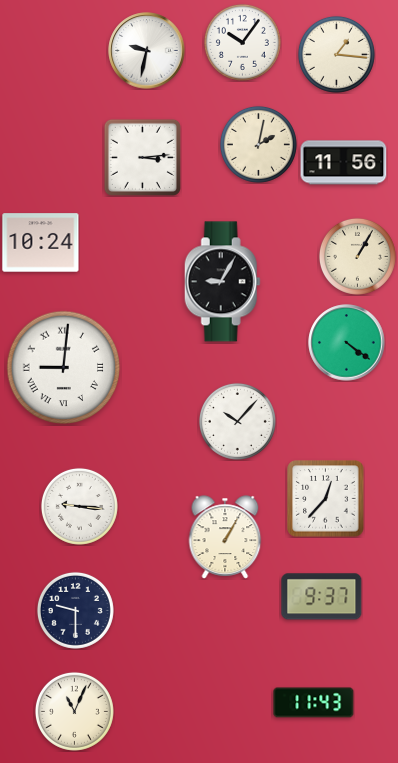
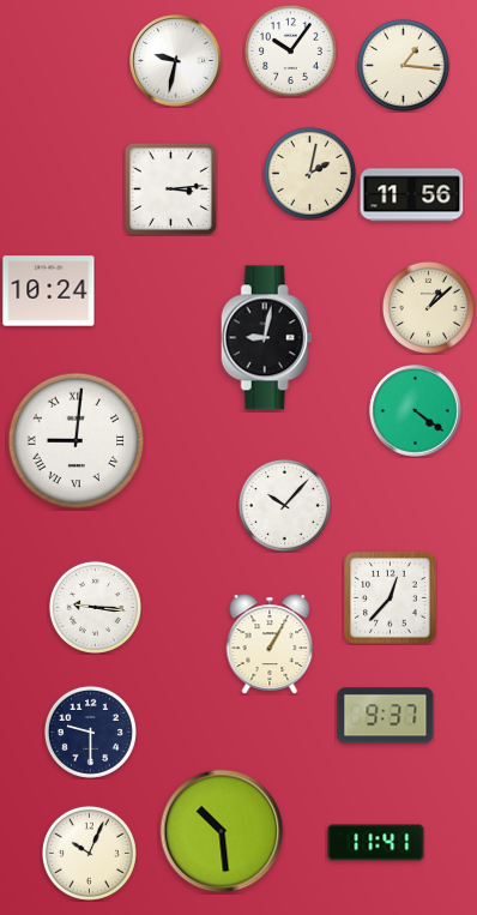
clock at (357, 256): 1:05 -> 1:08
clock at (222, 282): 9:05 -> 9:02
clock at (222, 831): none -> 10:29
clock at (314, 703): 11:43 -> 11:41
clock at (74, 711): 11:04 -> 10:04
